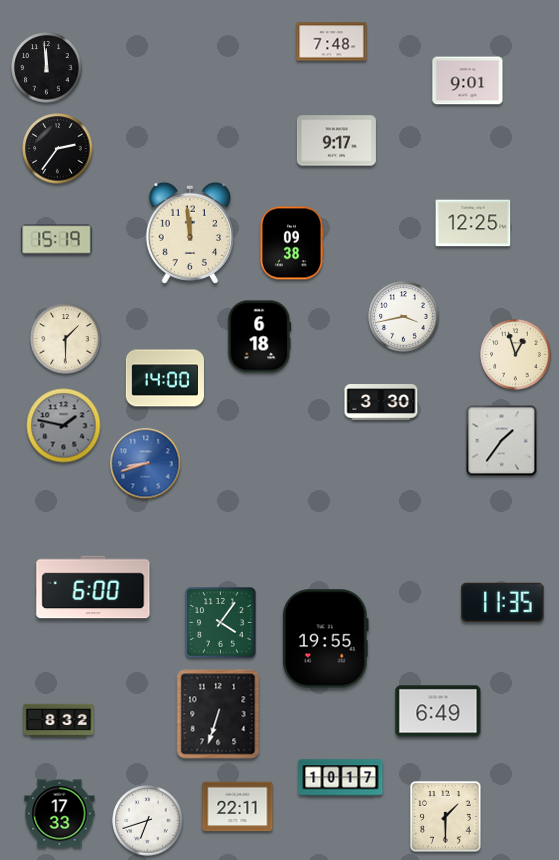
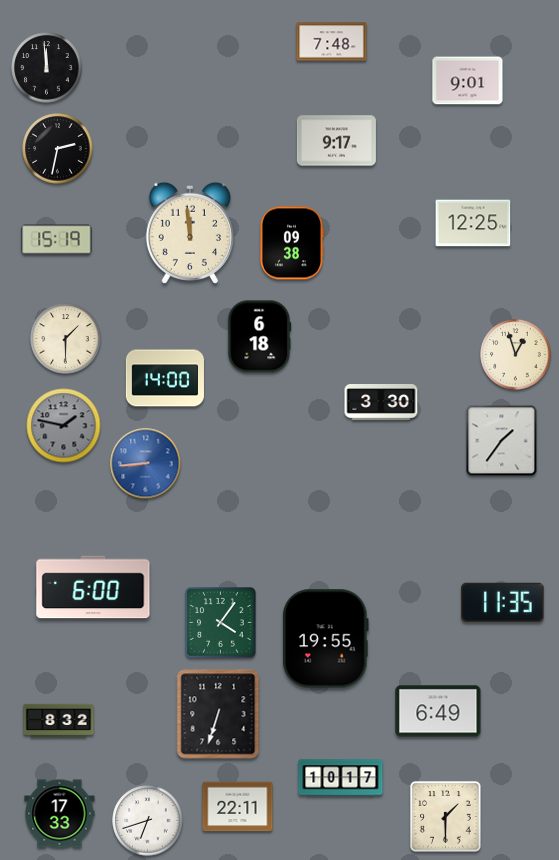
clock at (58, 149): 2:36 -> 2:32
clock at (404, 317): 3:43 -> none
clock at (146, 464): 8:42 -> 8:44
